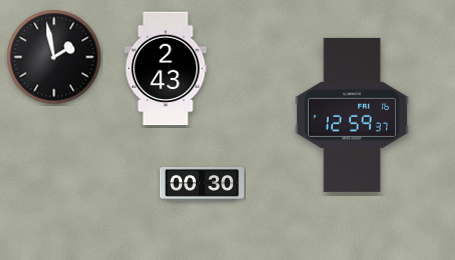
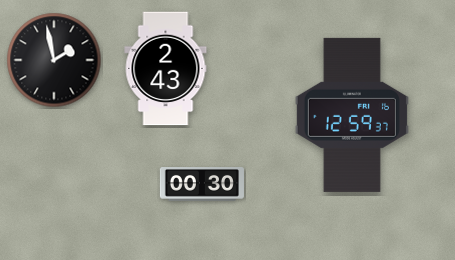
clock at (54, 57) position: (54, 57) -> (54, 60)
